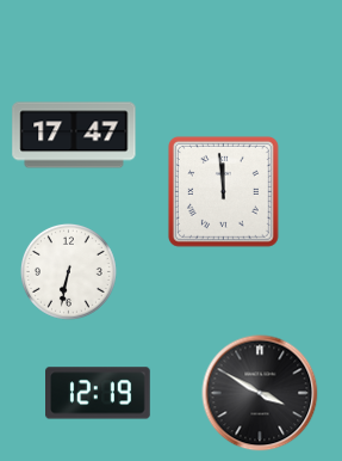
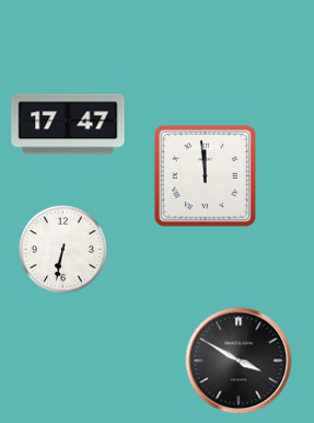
clock at (98, 393): 12:19 -> none
